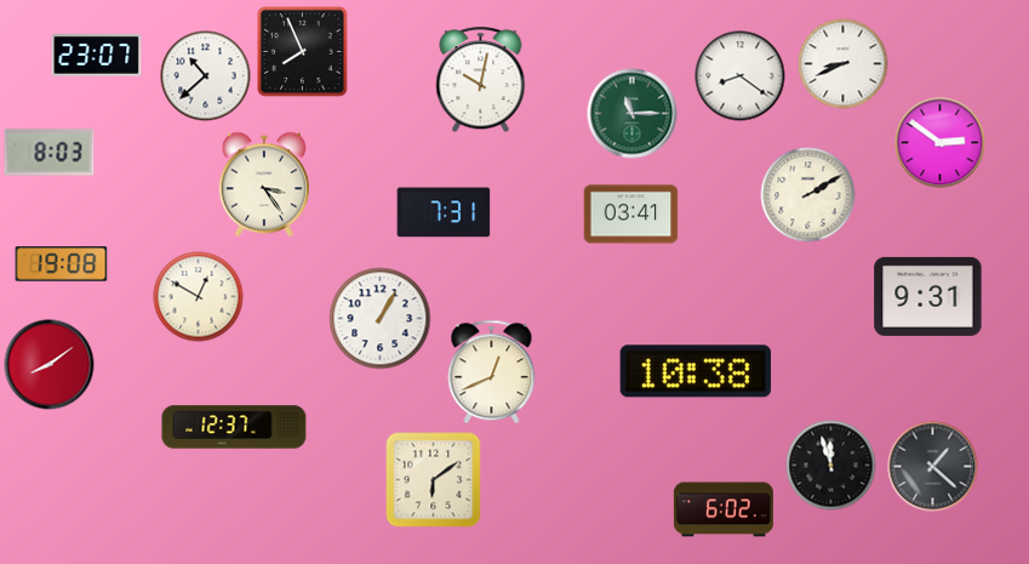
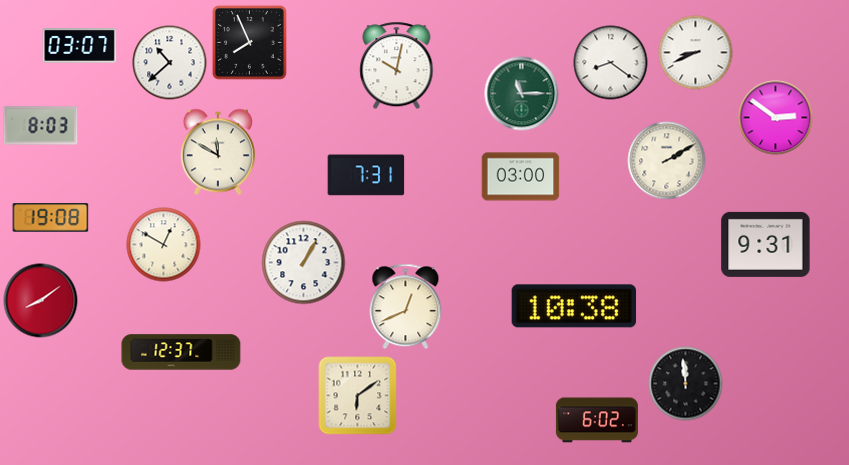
clock at (97, 56): 23:07 -> 03:07
clock at (264, 184): 3:24 -> 11:50
clock at (631, 215): 03:41 -> 03:00
clock at (381, 319) position: (381, 319) -> (304, 263)
clock at (234, 427) position: (234, 427) -> (181, 352)
clock at (831, 466): 11:57 -> 11:59
clock at (933, 467): 1:22 -> none
